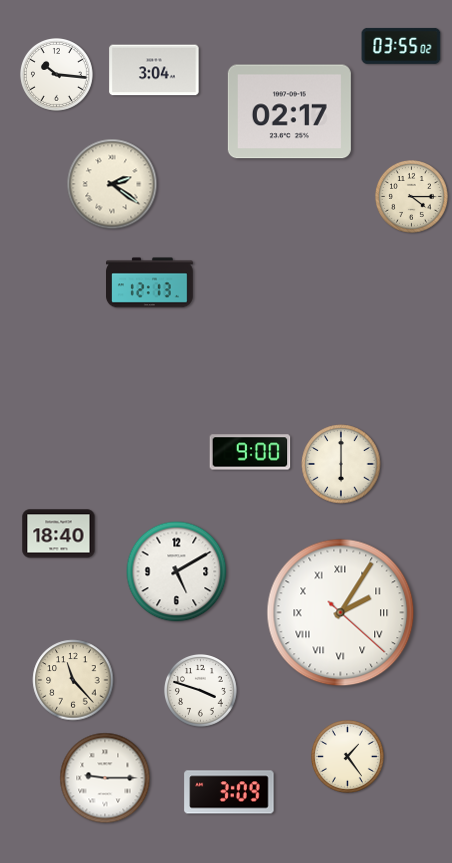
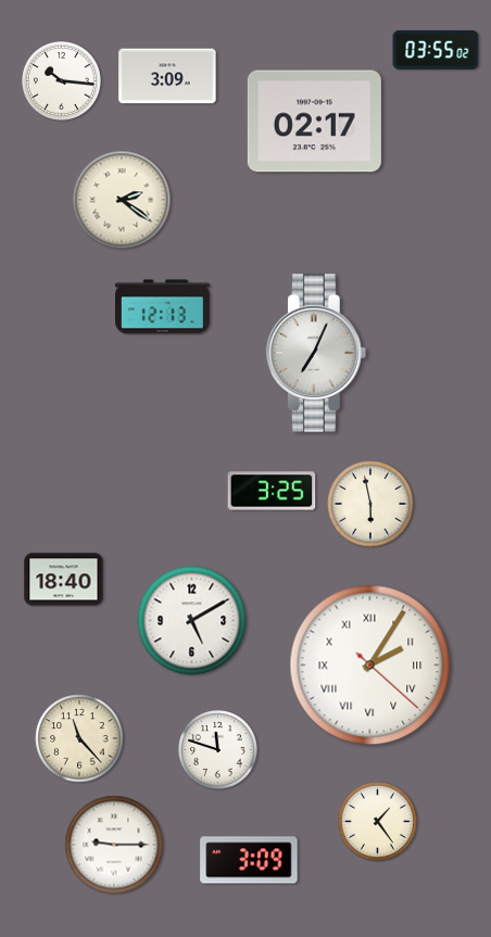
clock at (154, 70): 3:04 -> 3:09
clock at (412, 197): 4:15 -> none
clock at (317, 353): none -> 7:04
clock at (250, 452): 9:00 -> 3:25
clock at (341, 464): 6:00 -> 5:58
clock at (201, 691): 3:48 -> 11:48
